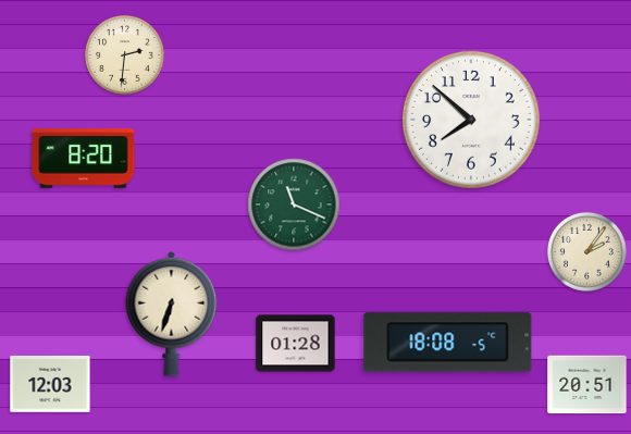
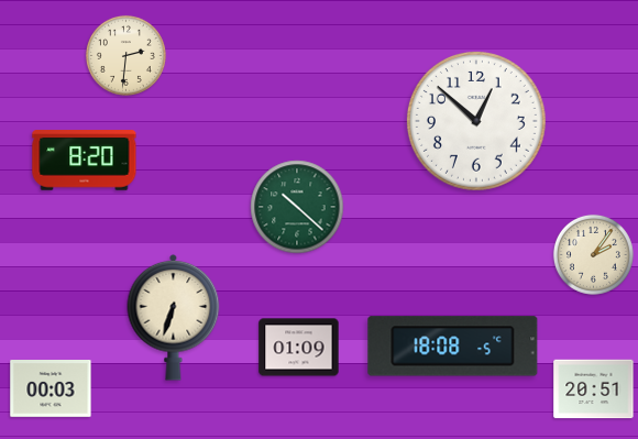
clock at (471, 120): 7:52 -> 12:52
clock at (294, 204): 11:19 -> 10:22
clock at (296, 344): 01:28 -> 01:09
clock at (50, 385): 12:03 -> 00:03
